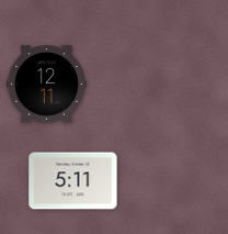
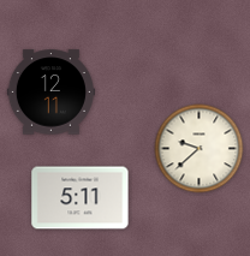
clock at (200, 149): none -> 9:38
